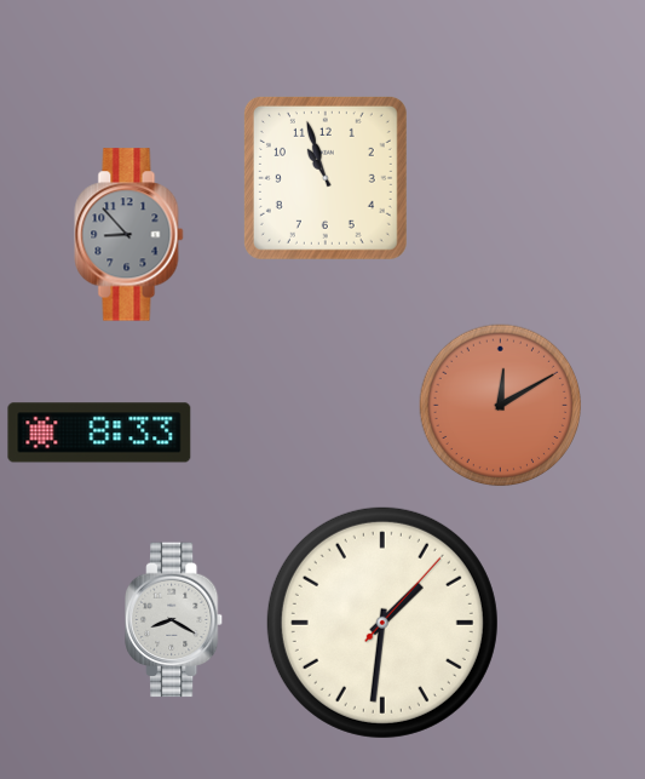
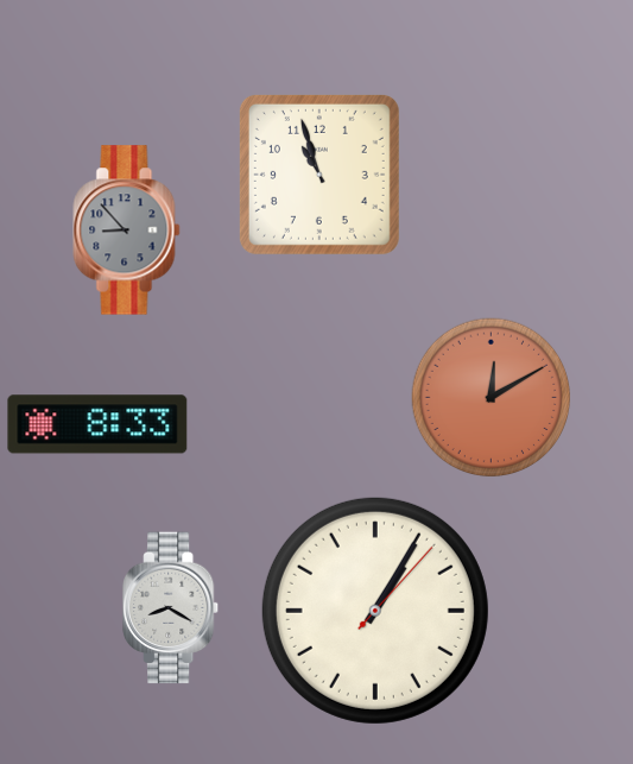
clock at (382, 623): 1:31 -> 1:05
